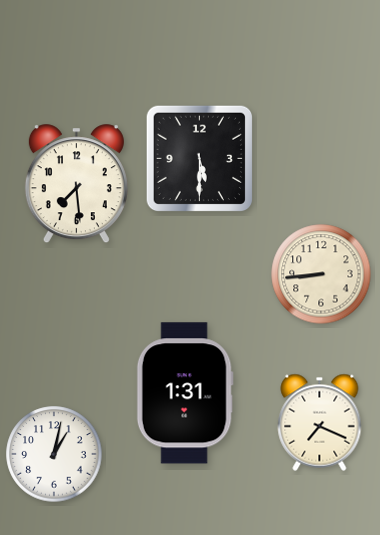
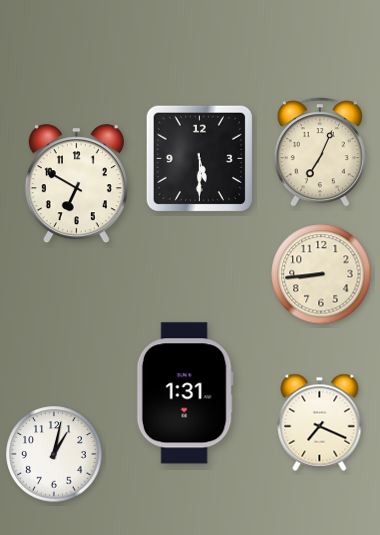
clock at (320, 152): none -> 7:04
clock at (76, 184): 7:29 -> 6:50
